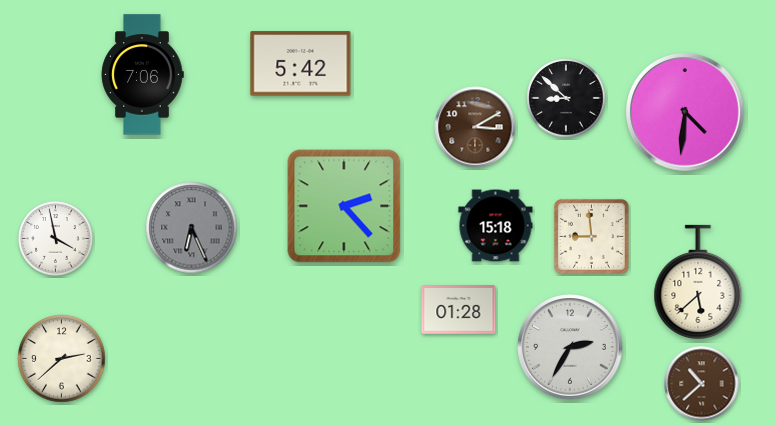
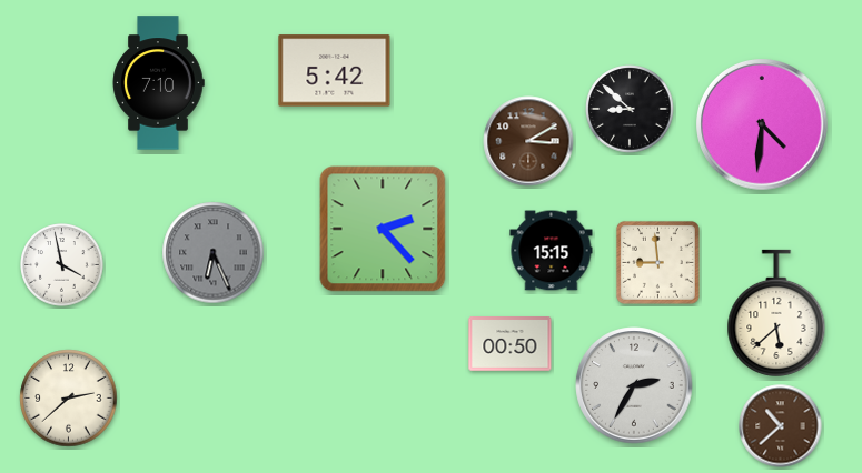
clock at (142, 75): 7:06 -> 7:10
clock at (496, 226): 15:18 -> 15:15
clock at (459, 310): 01:28 -> 00:50
